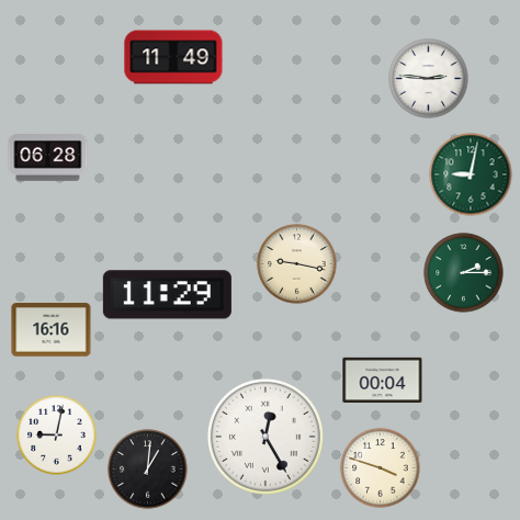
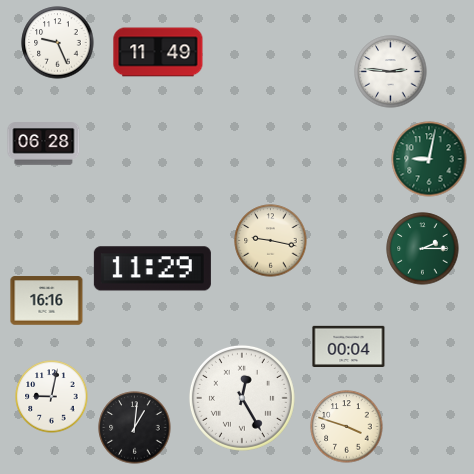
clock at (58, 43): none -> 9:26
